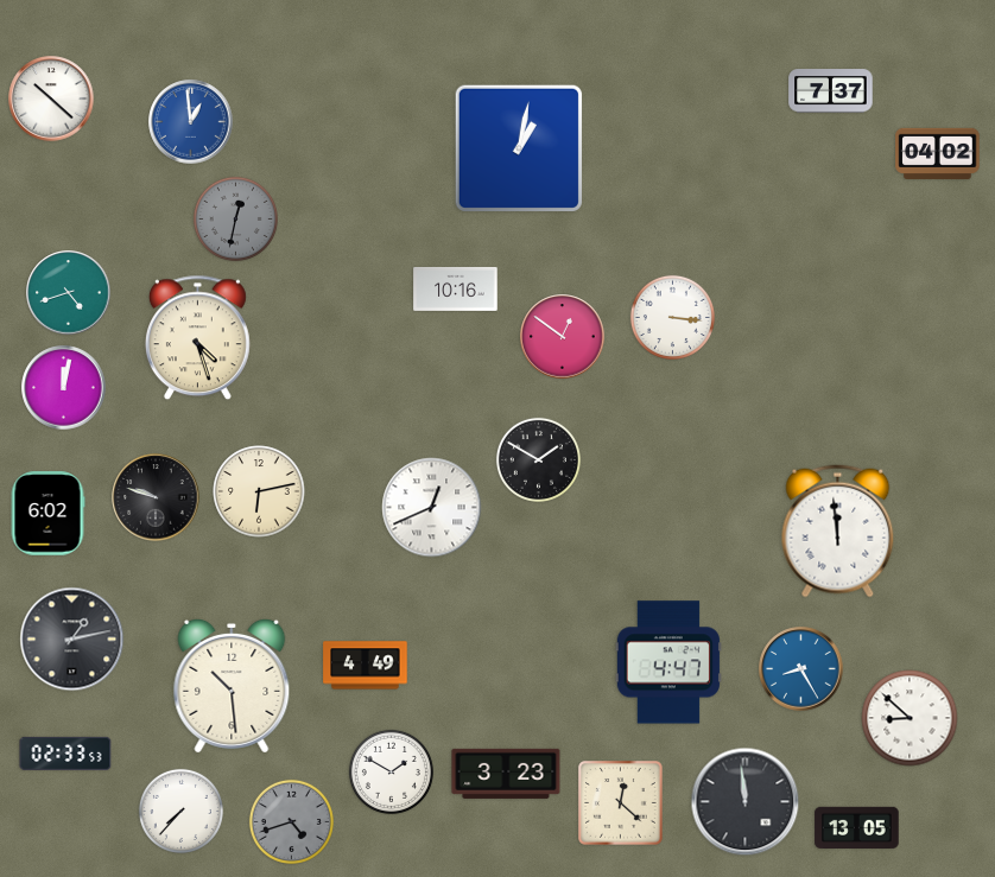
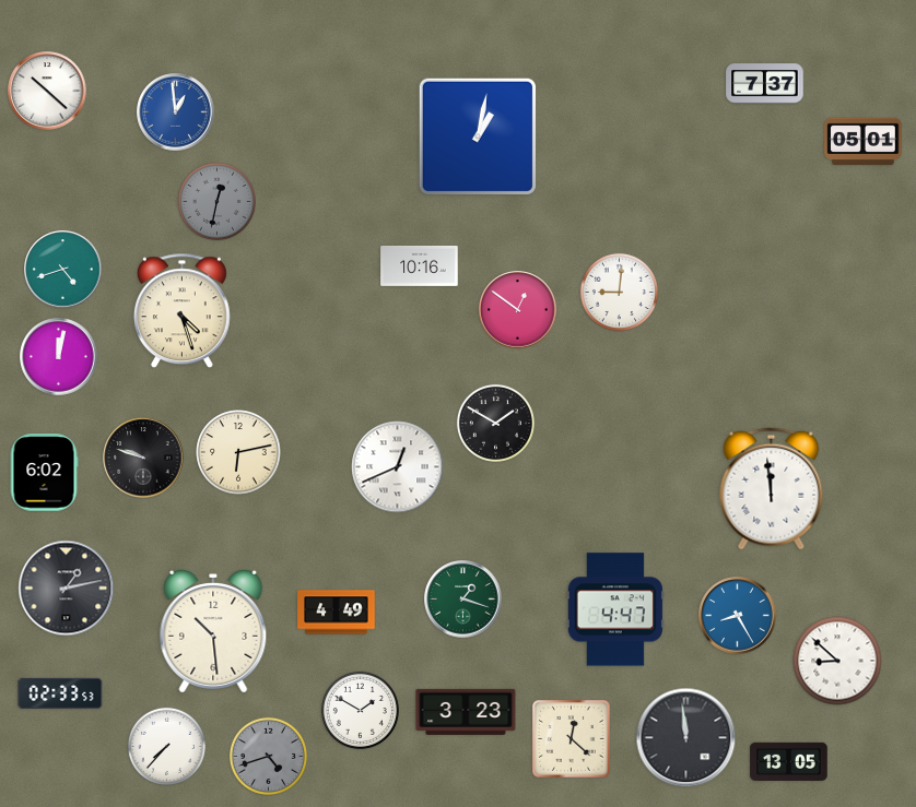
clock at (938, 153): 04:02 -> 05:01
clock at (672, 317): 3:16 -> 9:01
clock at (463, 600): none -> 1:18
